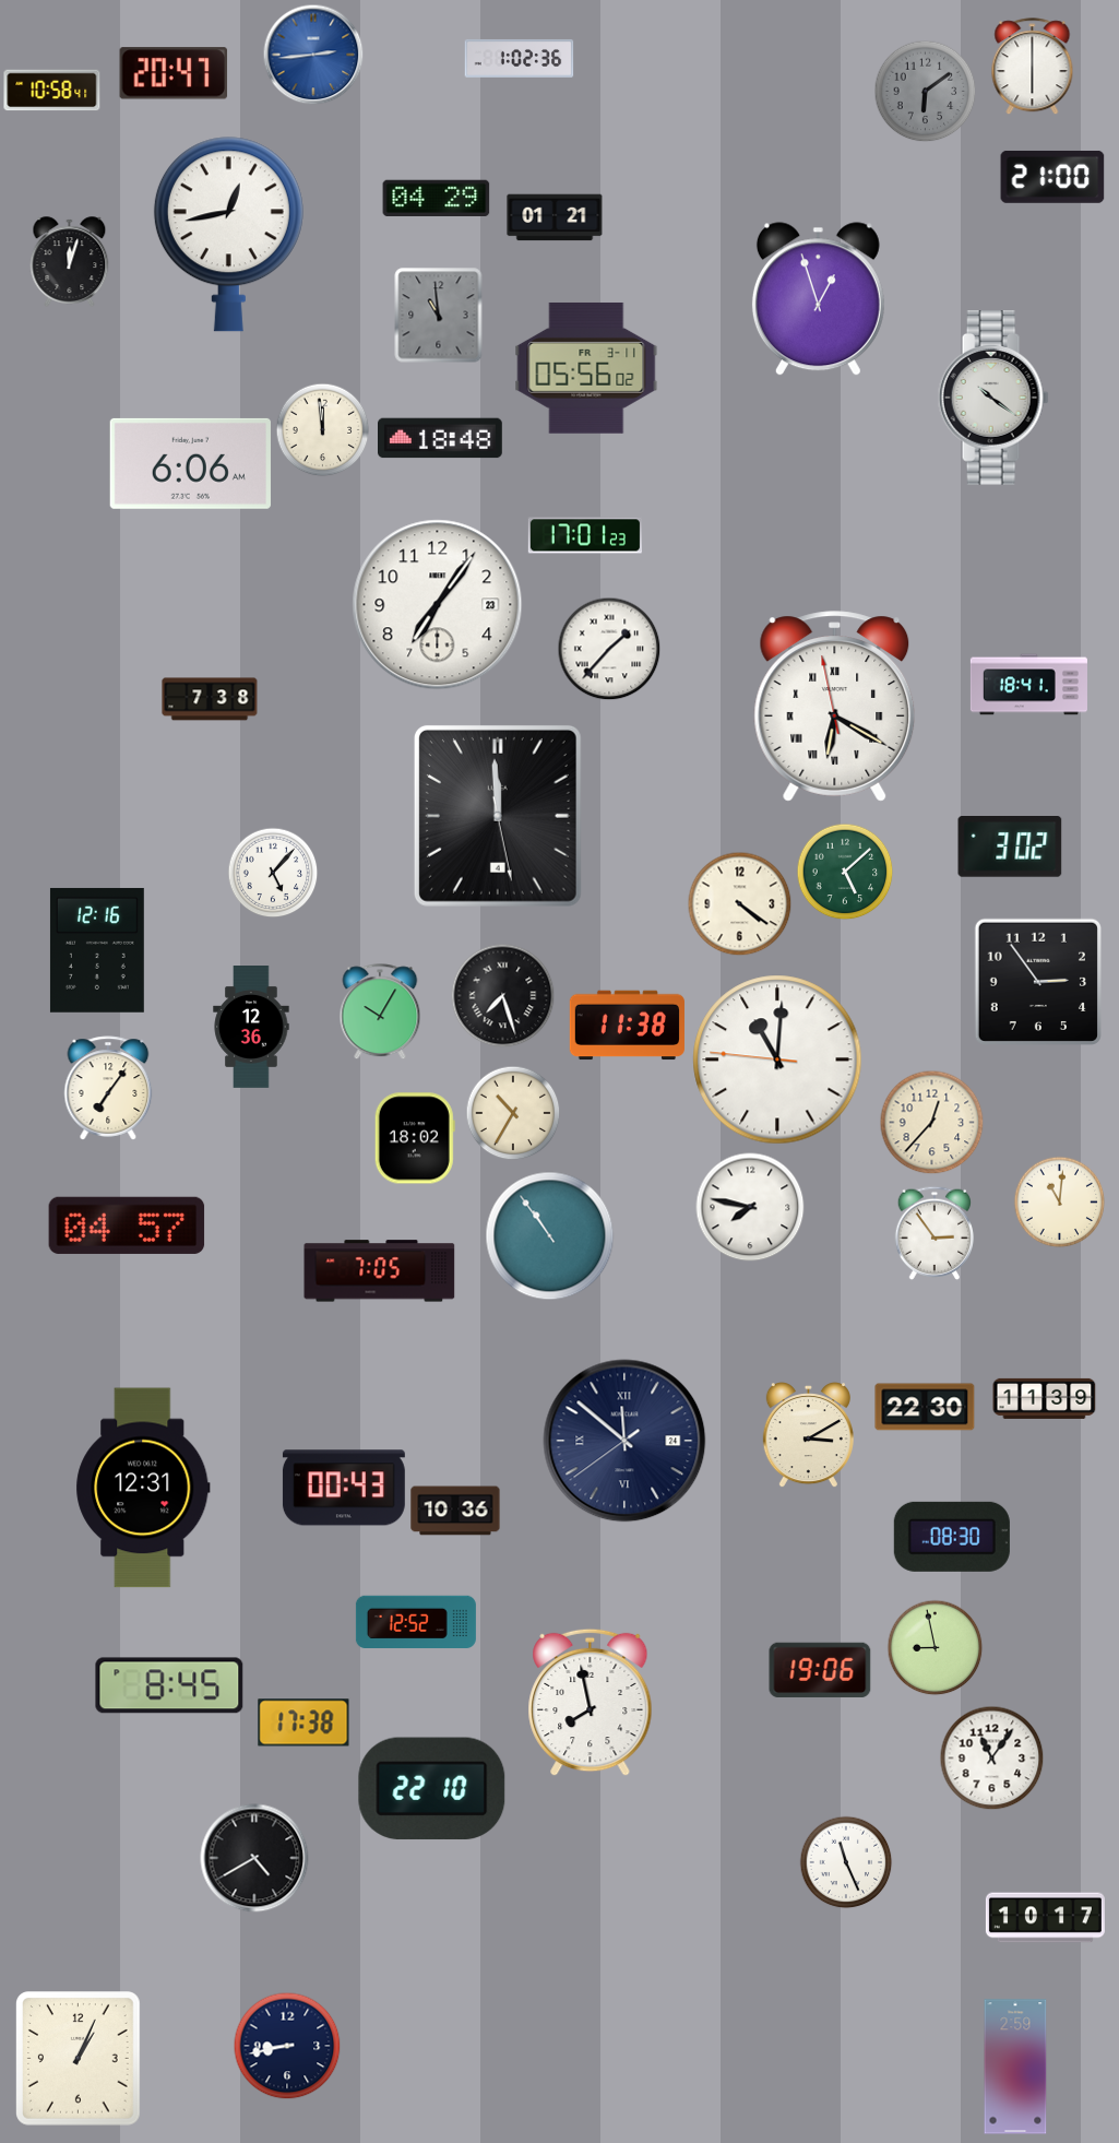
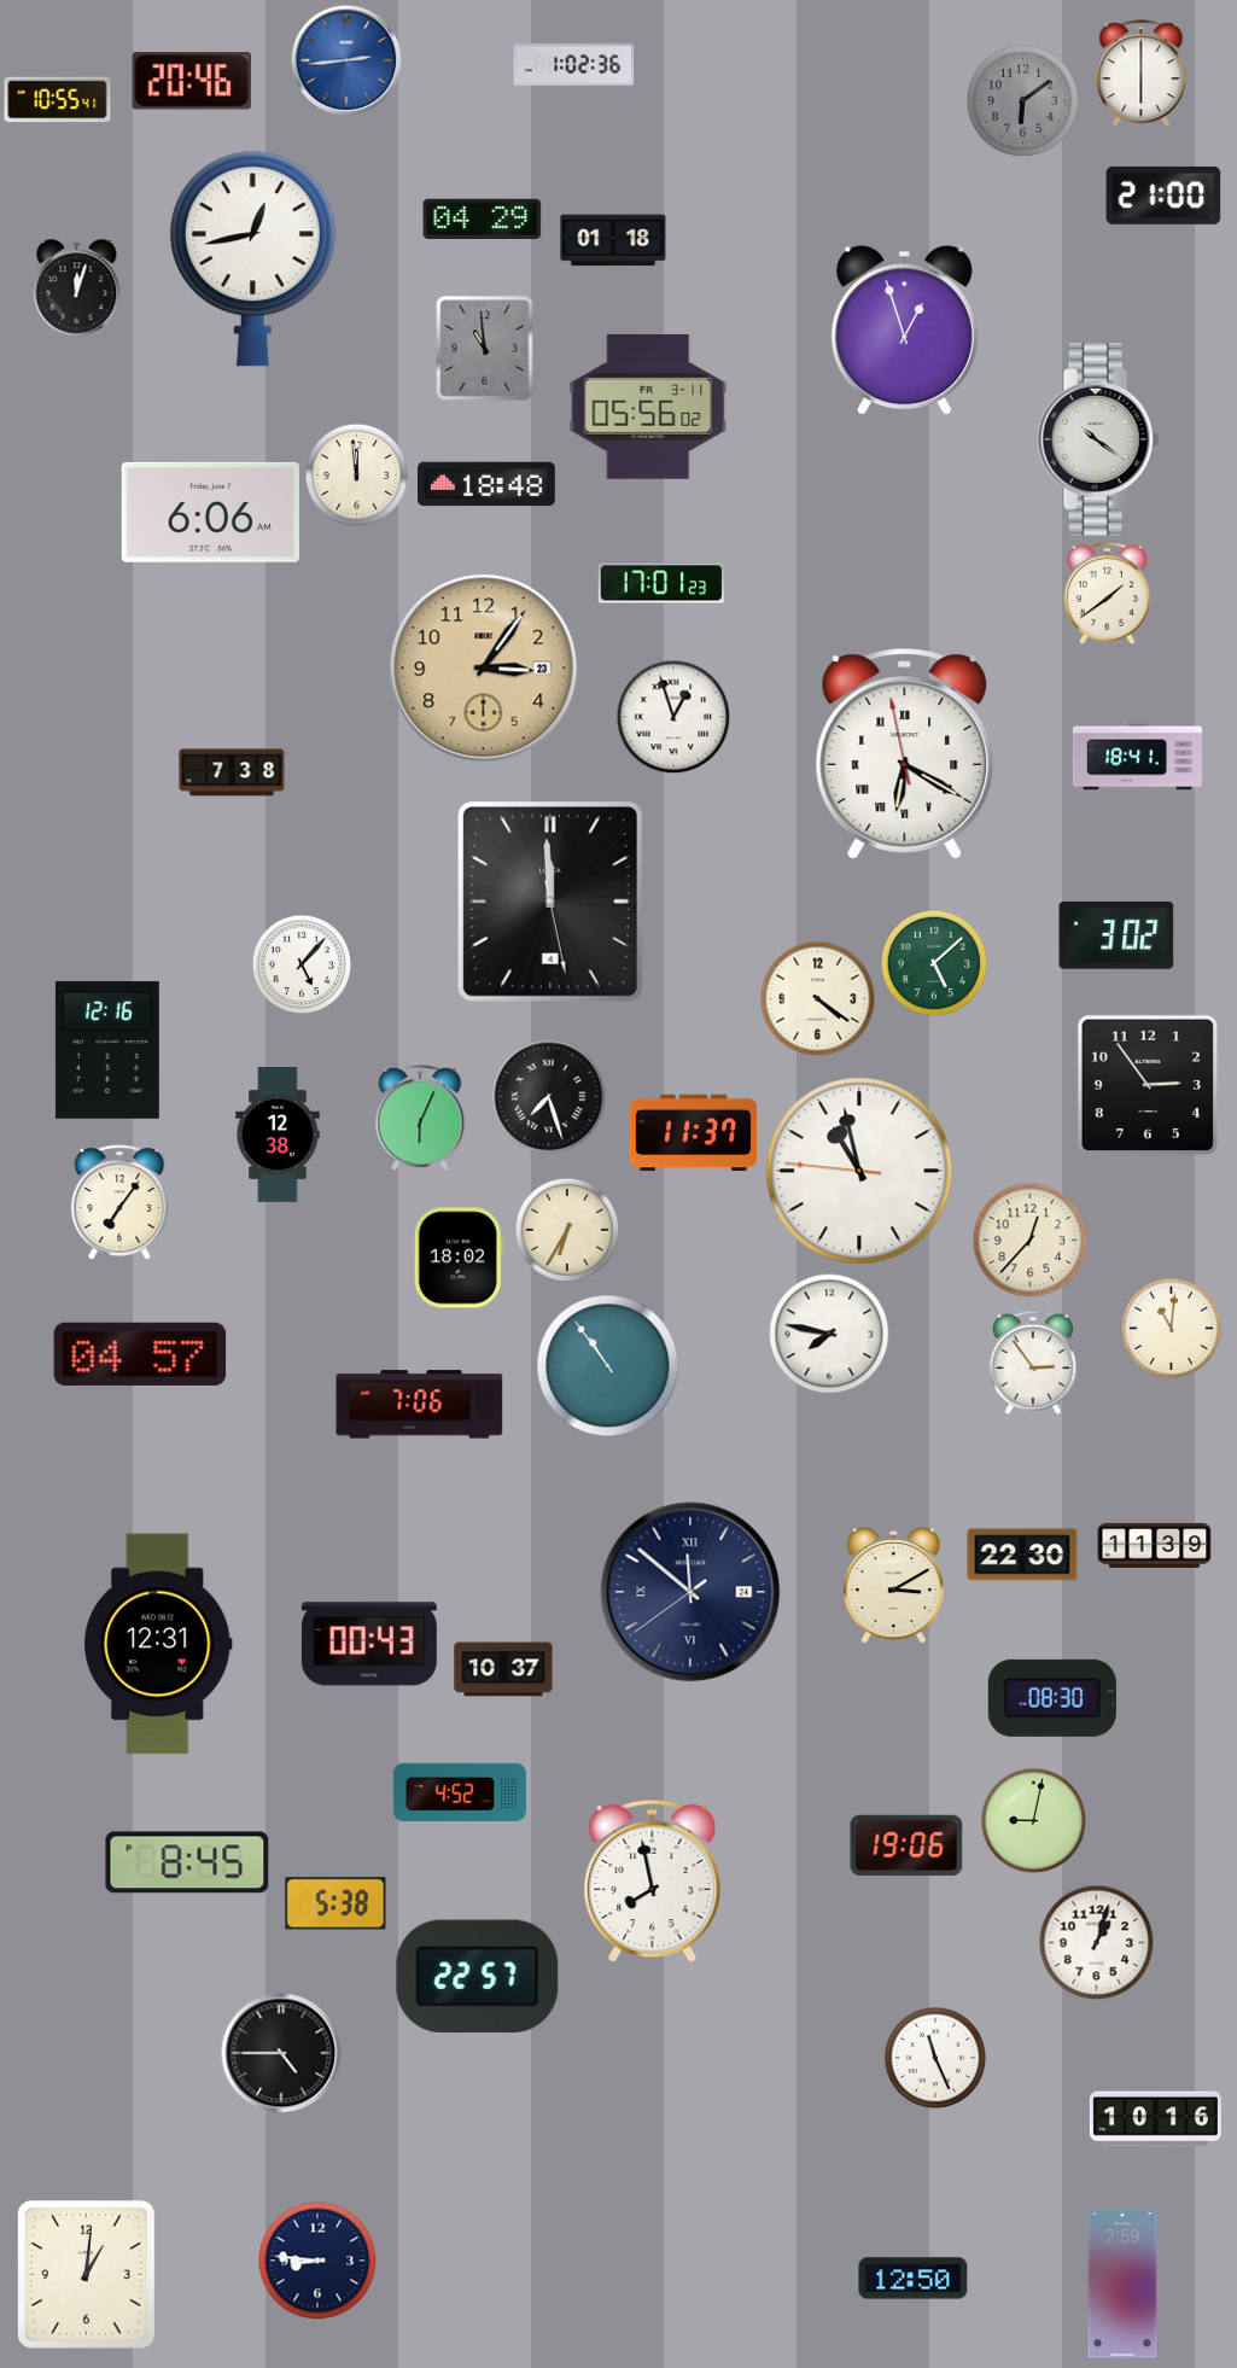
clock at (174, 73): 20:47 -> 20:46
clock at (52, 91): 10:58 -> 10:55
clock at (555, 217): 01:21 -> 01:18
clock at (584, 535) position: (584, 535) -> (660, 583)
clock at (1107, 593): none -> 1:39
clock at (438, 605): 7:06 -> 3:06
clock at (438, 605) dial: white -> champagne
clock at (609, 649): 1:37 -> 12:57
clock at (835, 707) position: (835, 707) -> (905, 754)
clock at (502, 995) position: (502, 995) -> (548, 1096)
clock at (380, 1011): 10:05 -> 6:04
clock at (627, 1026): 11:38 -> 11:37
clock at (251, 1028): 12:36 -> 12:38
clock at (777, 1059): 11:00 -> 10:57
clock at (513, 1113): 10:35 -> 6:35
clock at (380, 1271): 7:05 -> 7:06
clock at (344, 1488) position: (344, 1488) -> (369, 1644)
clock at (455, 1511): 10:36 -> 10:37
clock at (416, 1621): 12:52 -> 4:52
clock at (935, 1647): 8:58 -> 9:02
clock at (303, 1722): 17:38 -> 5:38
clock at (991, 1757): 11:06 -> 1:03
clock at (432, 1789): 22:10 -> 22:57
clock at (254, 1858): 4:40 -> 4:45
clock at (1045, 1918): 10:17 -> 10:16
clock at (287, 2046): 8:43 -> 8:46
clock at (79, 2059): 1:04 -> 1:01
clock at (914, 2279): none -> 12:50
